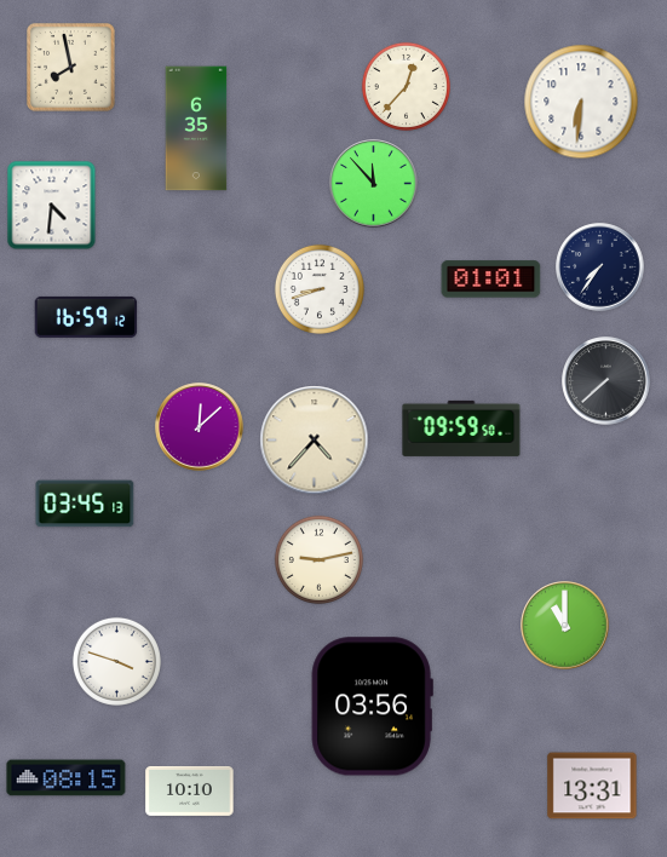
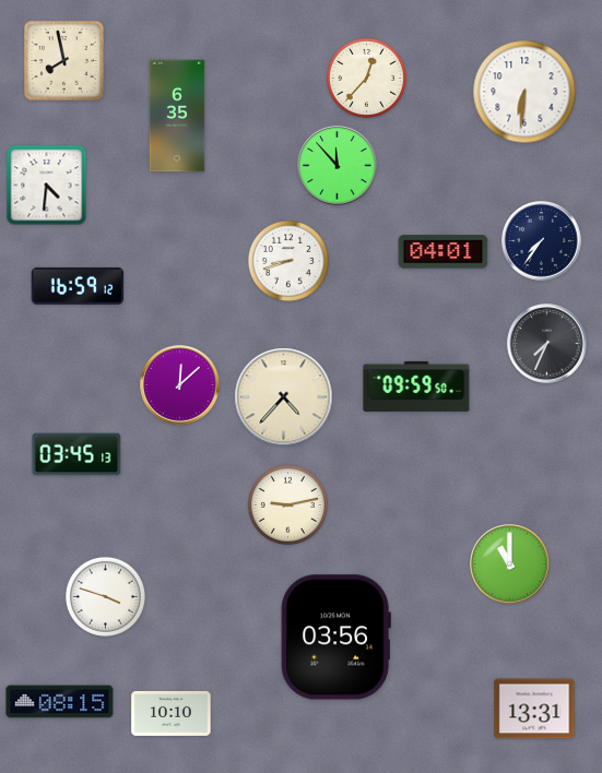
clock at (491, 280): 01:01 -> 04:01
clock at (606, 381): 7:38 -> 7:34
